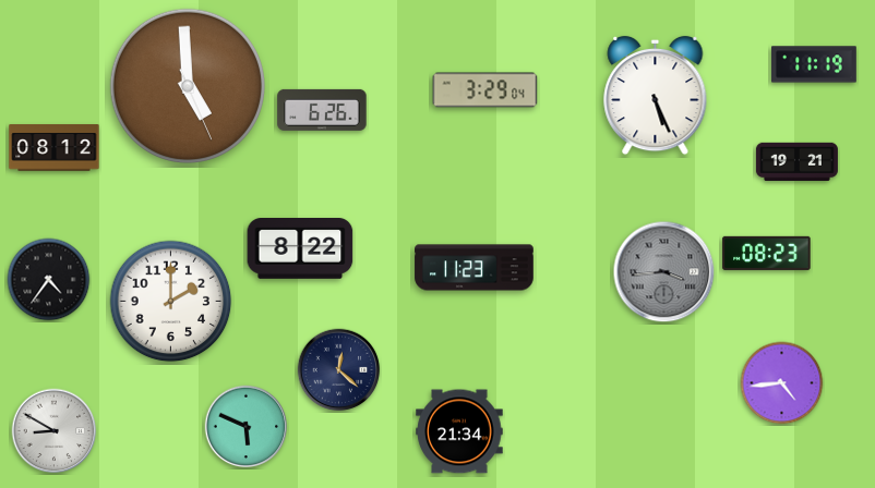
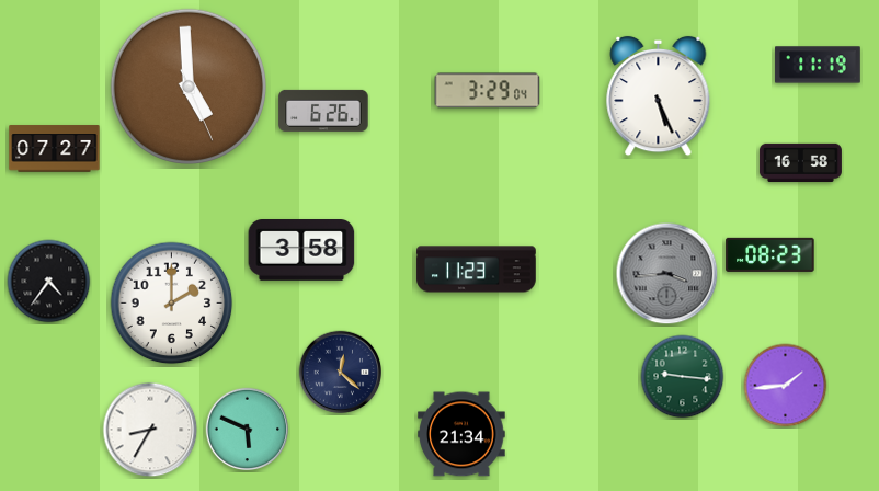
clock at (55, 148): 08:12 -> 07:27
clock at (796, 161): 19:21 -> 16:58
clock at (300, 249): 8:22 -> 3:58
clock at (683, 377): none -> 9:16
clock at (782, 383): 4:44 -> 1:44
clock at (150, 430): none -> 8:35
clock at (55, 431): 8:50 -> none
